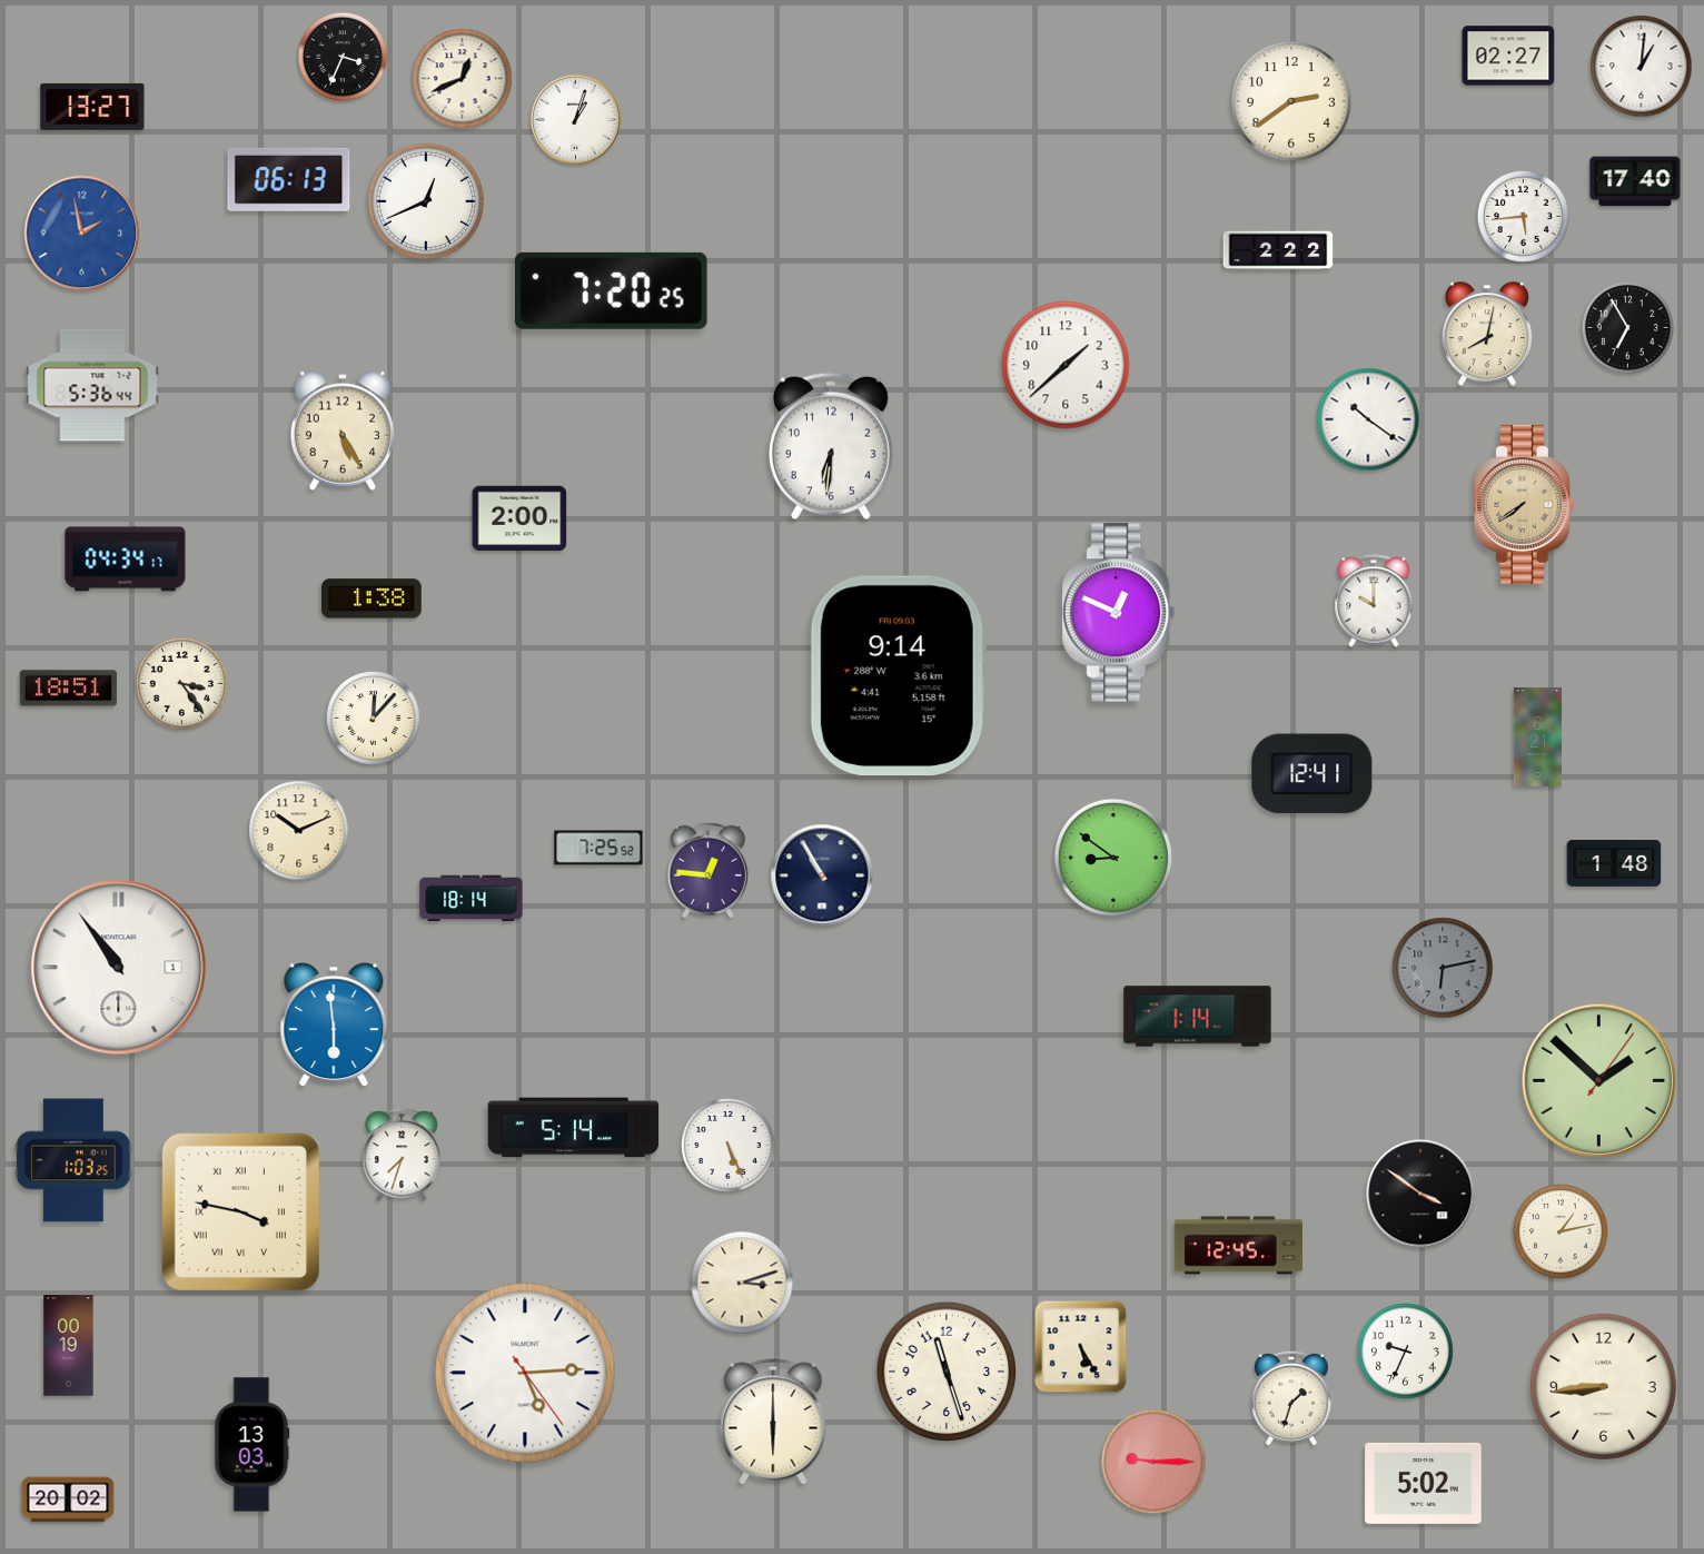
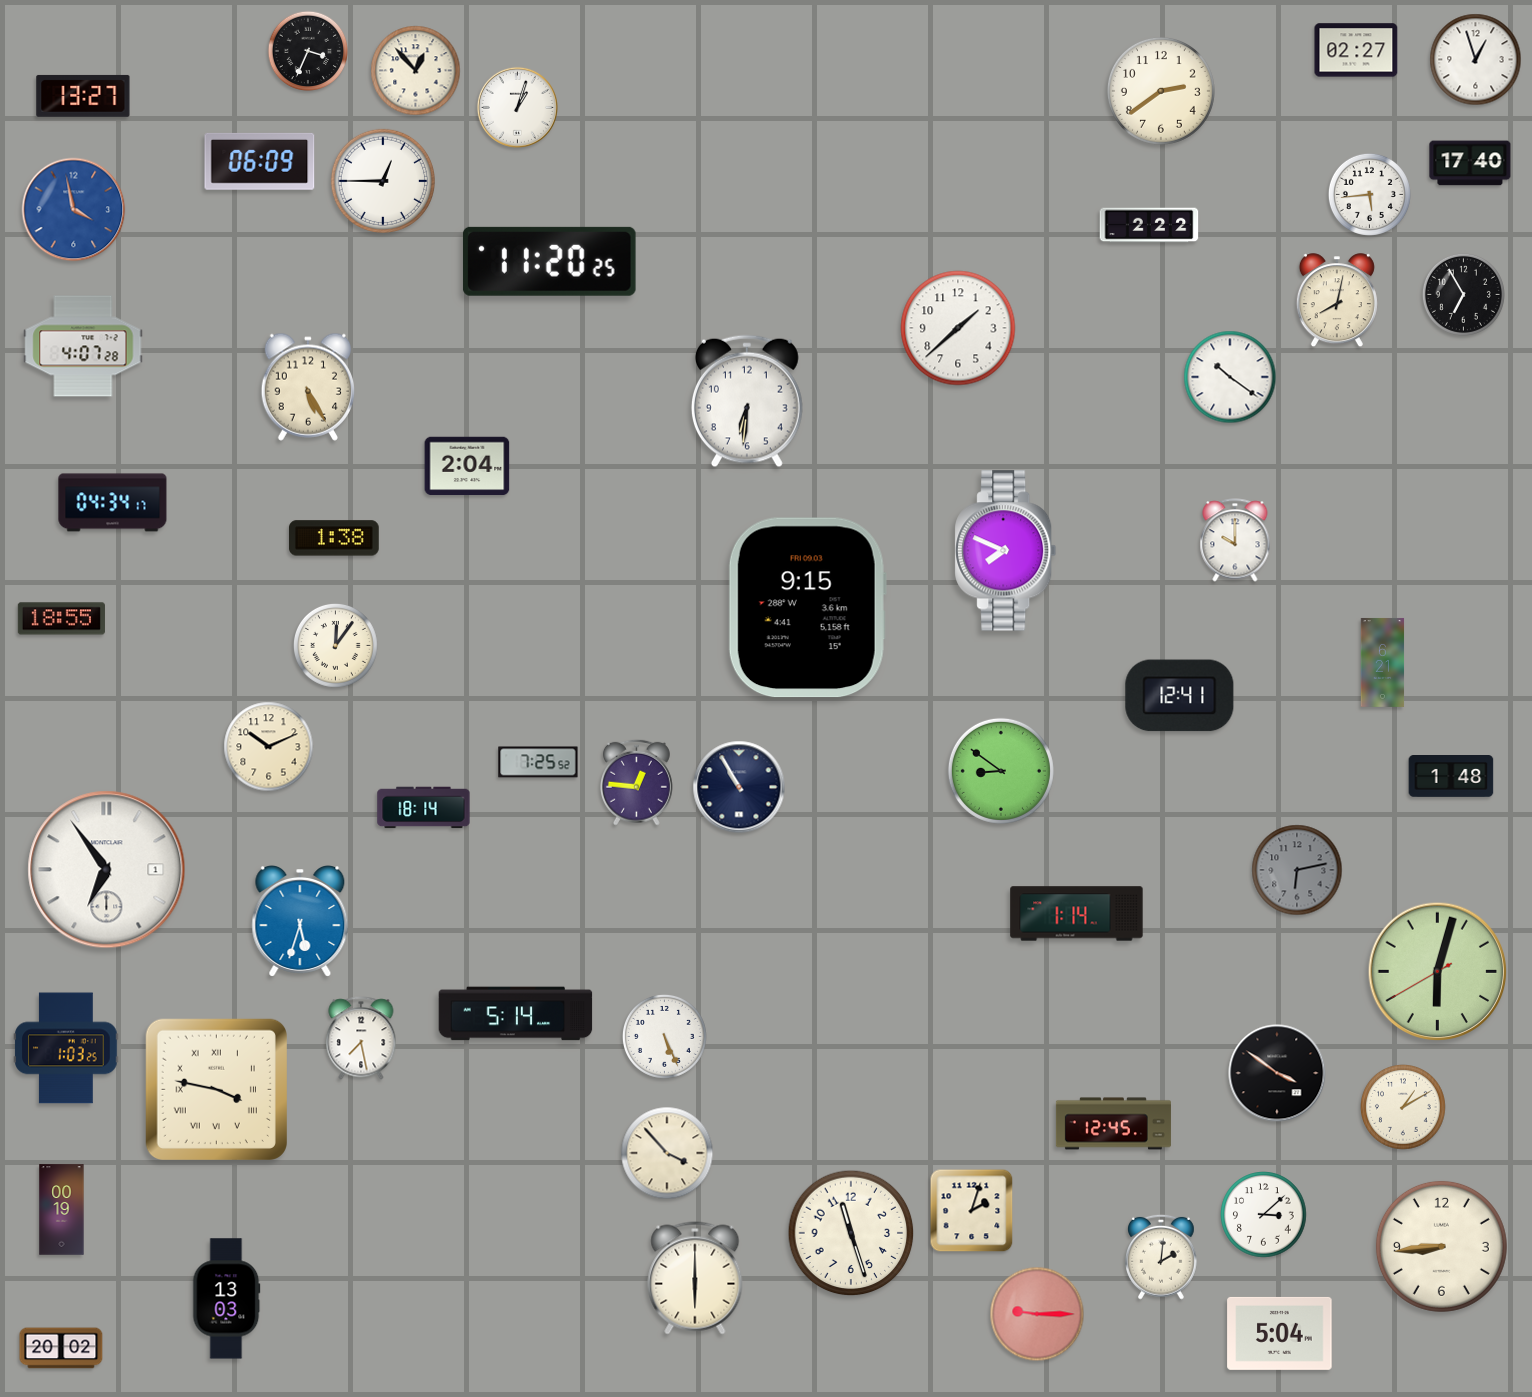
clock at (1642, 67): 1:01 -> 12:57
clock at (463, 79): 12:41 -> 12:53
clock at (289, 179): 06:13 -> 06:09
clock at (426, 201): 12:41 -> 12:45
clock at (82, 234): 1:58 -> 3:58
clock at (611, 290): 7:20 -> 11:20
clock at (92, 385): 5:36 -> 4:07
clock at (1524, 504): 7:39 -> none
clock at (519, 518): 2:00 -> 2:04
clock at (1119, 613): 12:49 -> 7:49
clock at (898, 676): 9:14 -> 9:15
clock at (181, 683): 3:24 -> none
clock at (68, 689): 18:51 -> 18:55
clock at (373, 717): 12:07 -> 12:06
clock at (119, 968): 10:54 -> 6:54
clock at (334, 1026): 5:59 -> 5:33
clock at (1599, 1081): 1:52 -> 6:02
clock at (727, 1145) position: (727, 1145) -> (664, 1036)
clock at (402, 1155): 7:33 -> 7:28
clock at (73, 1160) position: (73, 1160) -> (66, 1048)
clock at (1562, 1233): 1:13 -> 1:10
clock at (1238, 1246) position: (1238, 1246) -> (1113, 1124)
clock at (742, 1283): 3:12 -> 3:53
clock at (1081, 1347): 5:25 -> 2:03
clock at (1406, 1352): 9:34 -> 3:08
clock at (525, 1373): 5:14 -> none
clock at (1292, 1398): 1:33 -> 2:01
clock at (1424, 1483): 5:02 -> 5:04
